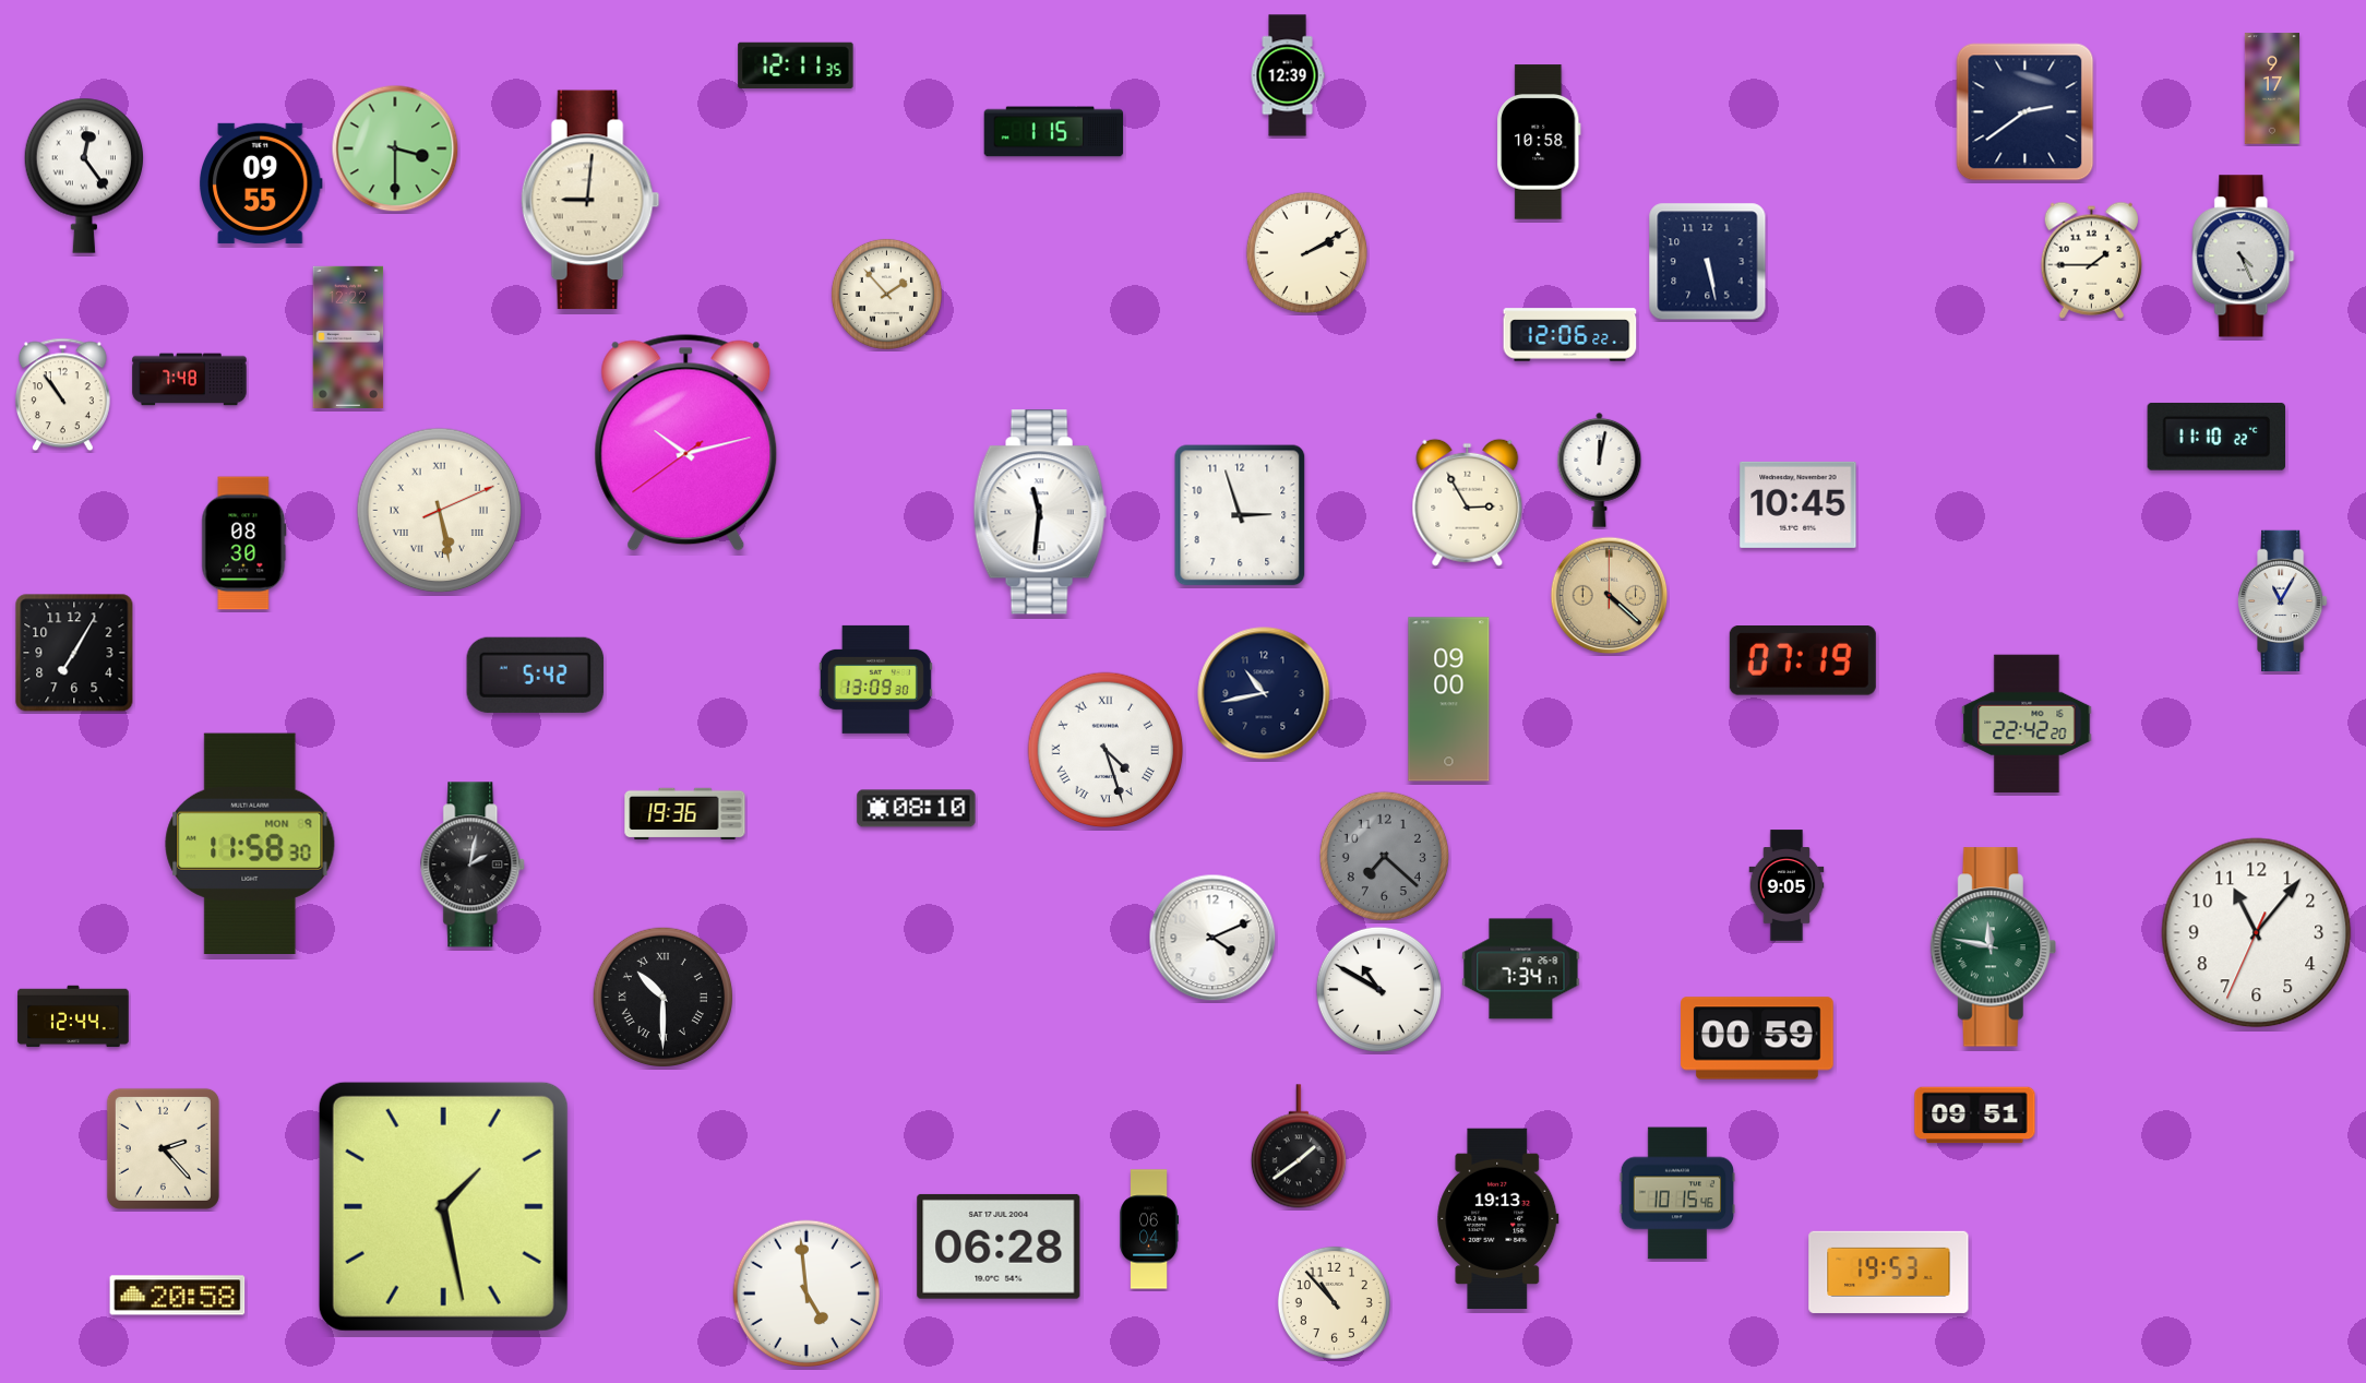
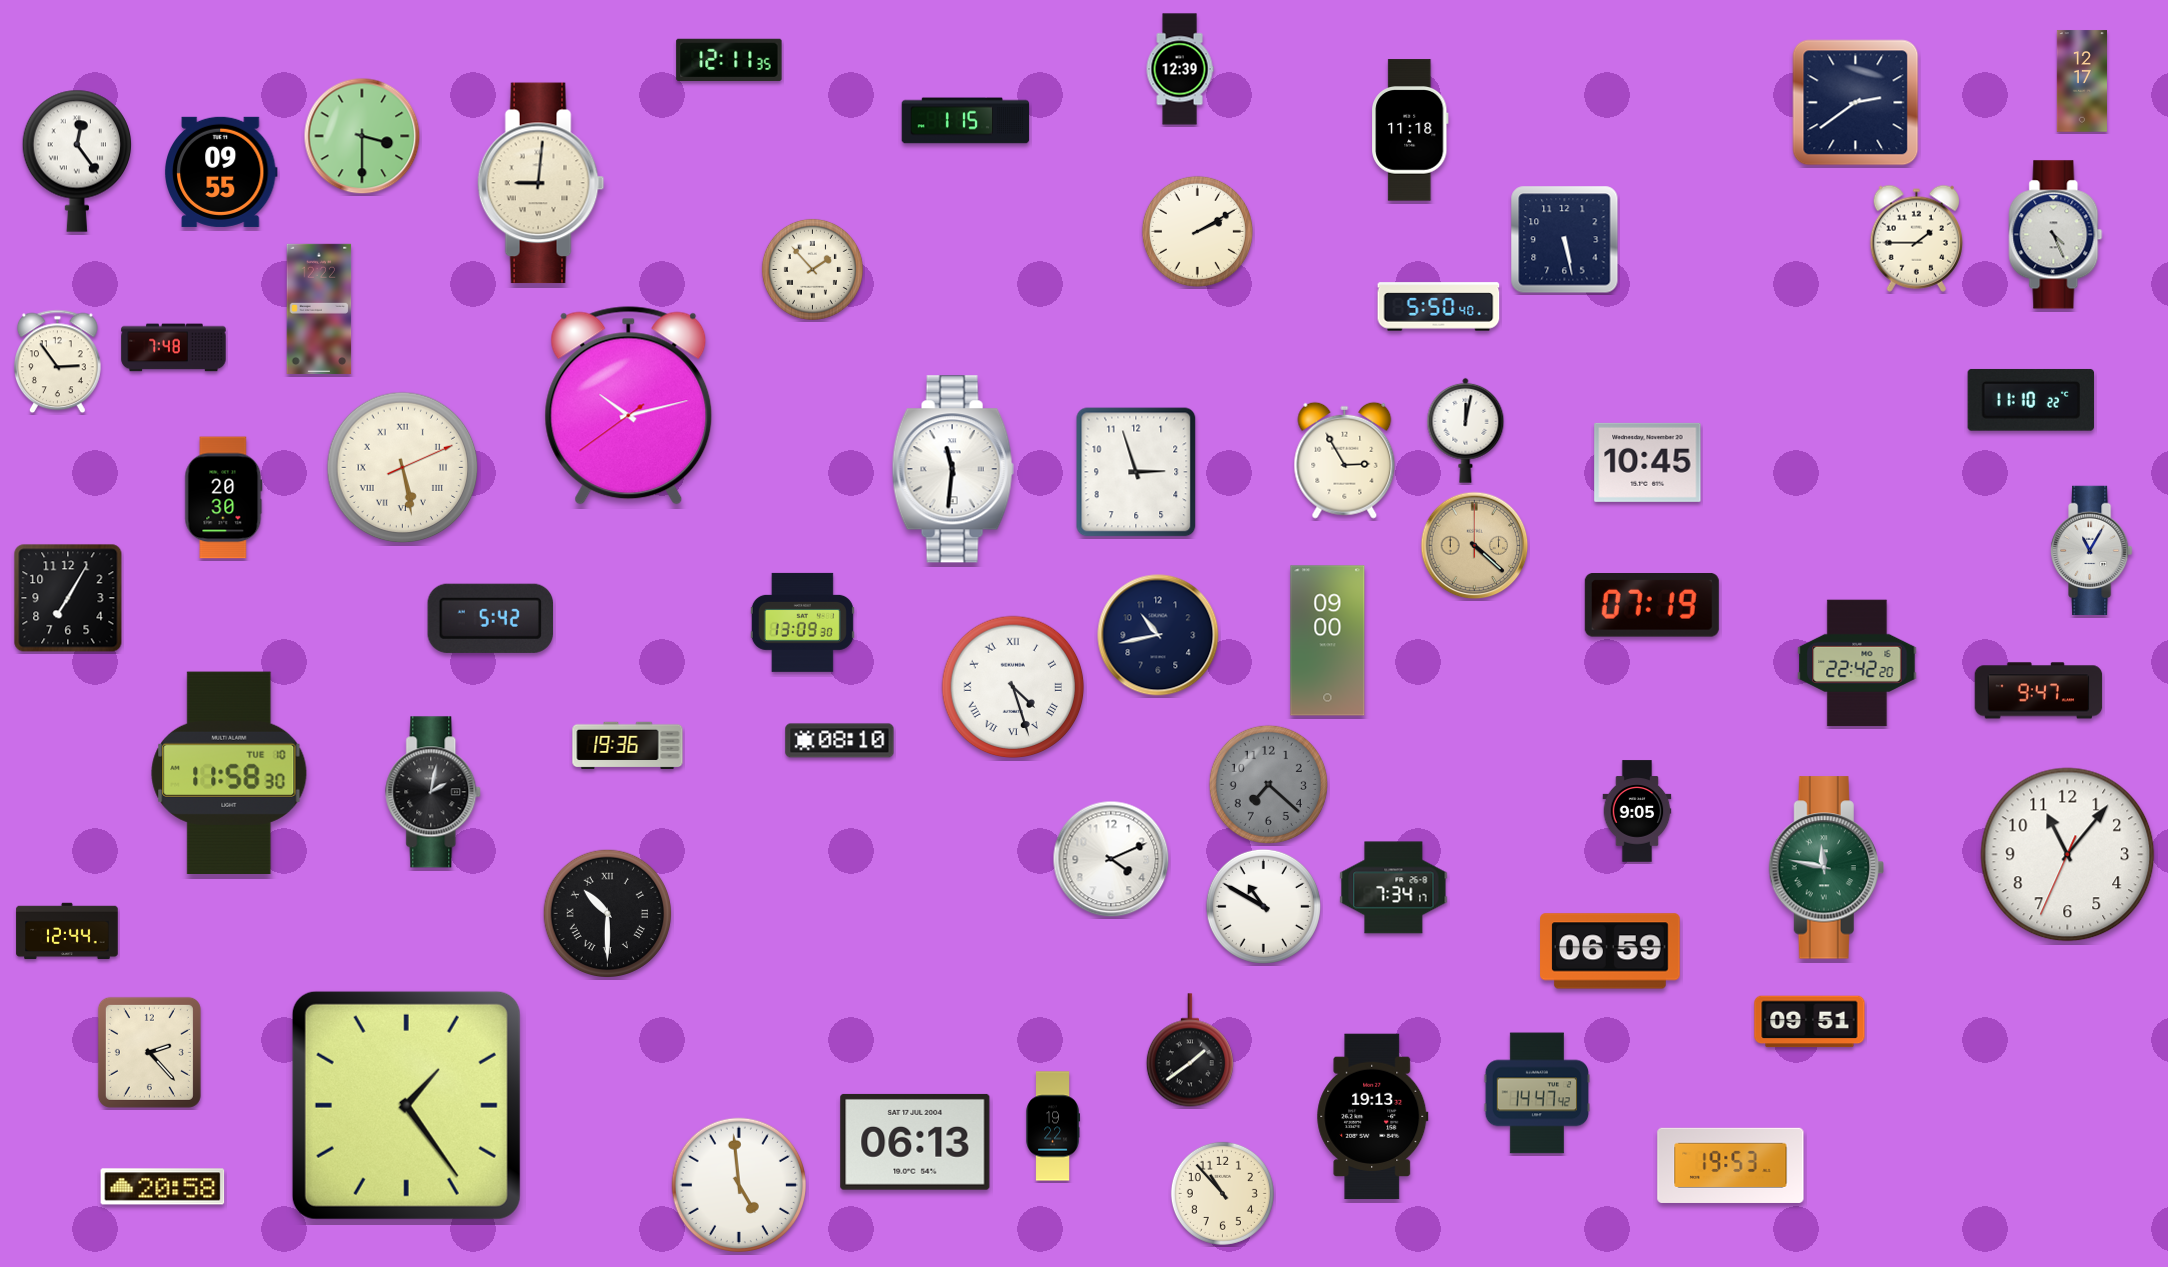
clock at (2271, 88): 9:17 -> 12:17
clock at (1539, 142): 10:58 -> 11:18
clock at (262, 183) position: (262, 183) -> (222, 172)
clock at (1570, 335): 12:06 -> 5:50
clock at (62, 395): 10:54 -> 2:54
clock at (244, 544): 08:30 -> 20:30
clock at (2039, 691): none -> 9:47
clock at (250, 843) date: MON 9 -> TUE 10
clock at (1757, 1038): 00:59 -> 06:59
clock at (1676, 1193): 10:15 -> 14:47
clock at (443, 1206): 1:28 -> 1:24
clock at (1148, 1229): 06:04 -> 19:22
clock at (999, 1247): 06:28 -> 06:13
